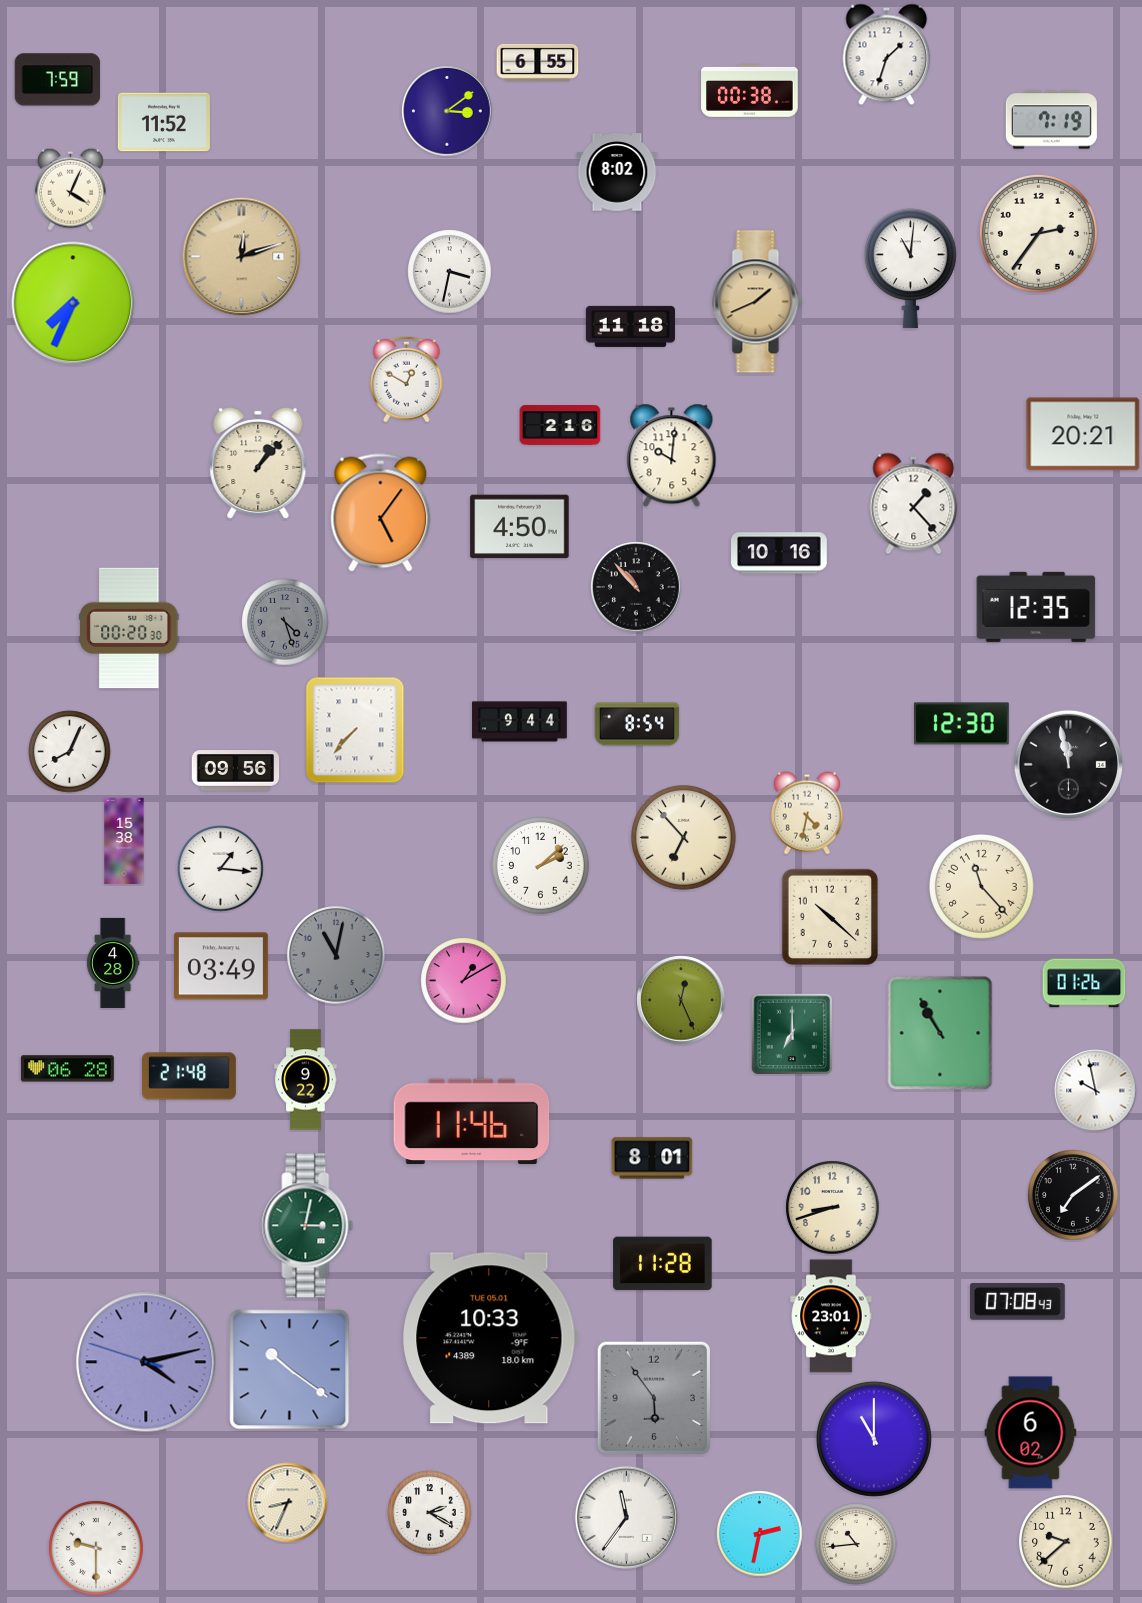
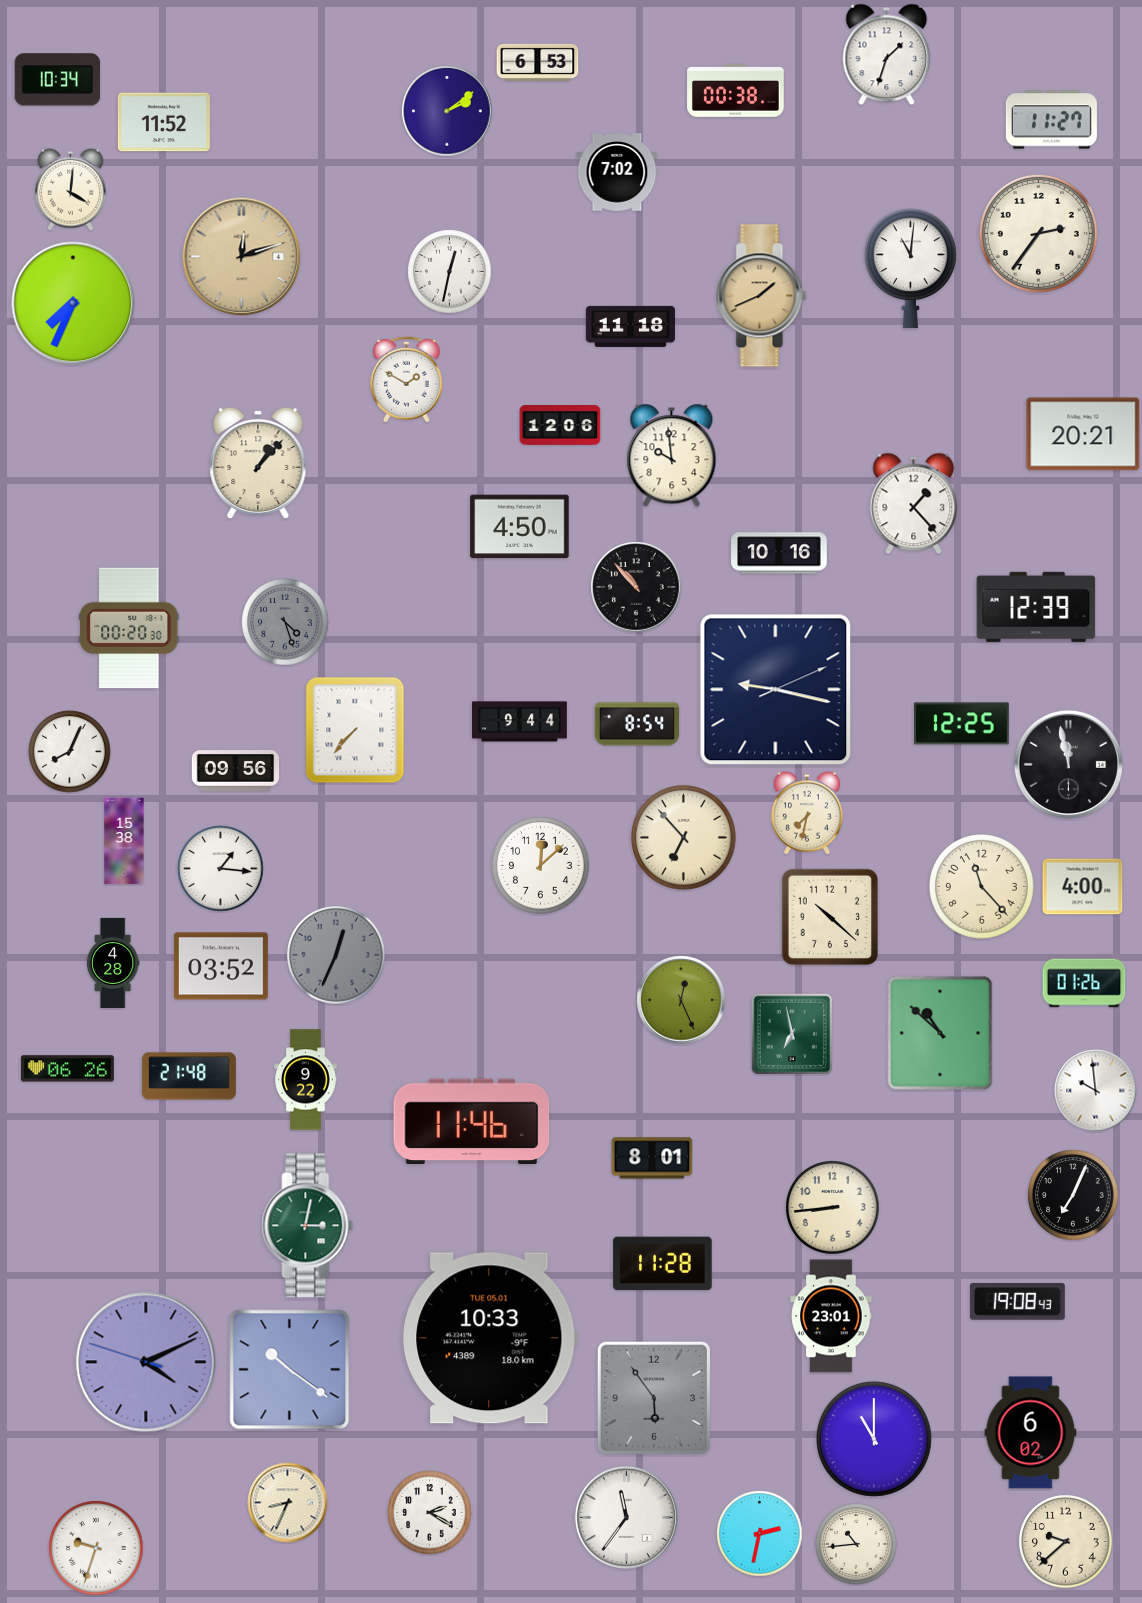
clock at (538, 62): 6:55 -> 6:53
clock at (58, 80): 7:59 -> 10:34
clock at (750, 91) position: (750, 91) -> (736, 91)
clock at (447, 111): 3:09 -> 2:09
clock at (1051, 120): 7:19 -> 11:27
clock at (617, 172): 8:02 -> 7:02
clock at (70, 189): 4:04 -> 4:01
clock at (450, 272): 3:32 -> 12:32
clock at (758, 302) position: (758, 302) -> (762, 296)
clock at (407, 379): 12:50 -> 1:50
clock at (560, 425): 2:16 -> 12:06
clock at (672, 456): 10:01 -> 9:59
clock at (381, 513): 5:06 -> none
clock at (1036, 607): 12:35 -> 12:39
clock at (776, 690): none -> 9:17
clock at (962, 724): 12:30 -> 12:25
clock at (807, 813): 4:32 -> 7:32
clock at (541, 866): 2:08 -> 12:08
clock at (1083, 887): none -> 4:00
clock at (336, 955): 11:02 -> 12:34
clock at (221, 966): 03:49 -> 03:52
clock at (464, 981): 1:10 -> none
clock at (791, 1033): 7:00 -> 6:58
clock at (940, 1033): 10:55 -> 10:52
clock at (67, 1069): 06:28 -> 06:26
clock at (1096, 1091): 9:58 -> 9:59
clock at (1073, 1195): 7:09 -> 7:04
clock at (833, 1208): 8:42 -> 8:44
clock at (1017, 1302): 07:08 -> 19:08
clock at (146, 1362): 4:12 -> 4:10
clock at (96, 1548): 9:30 -> 9:33
